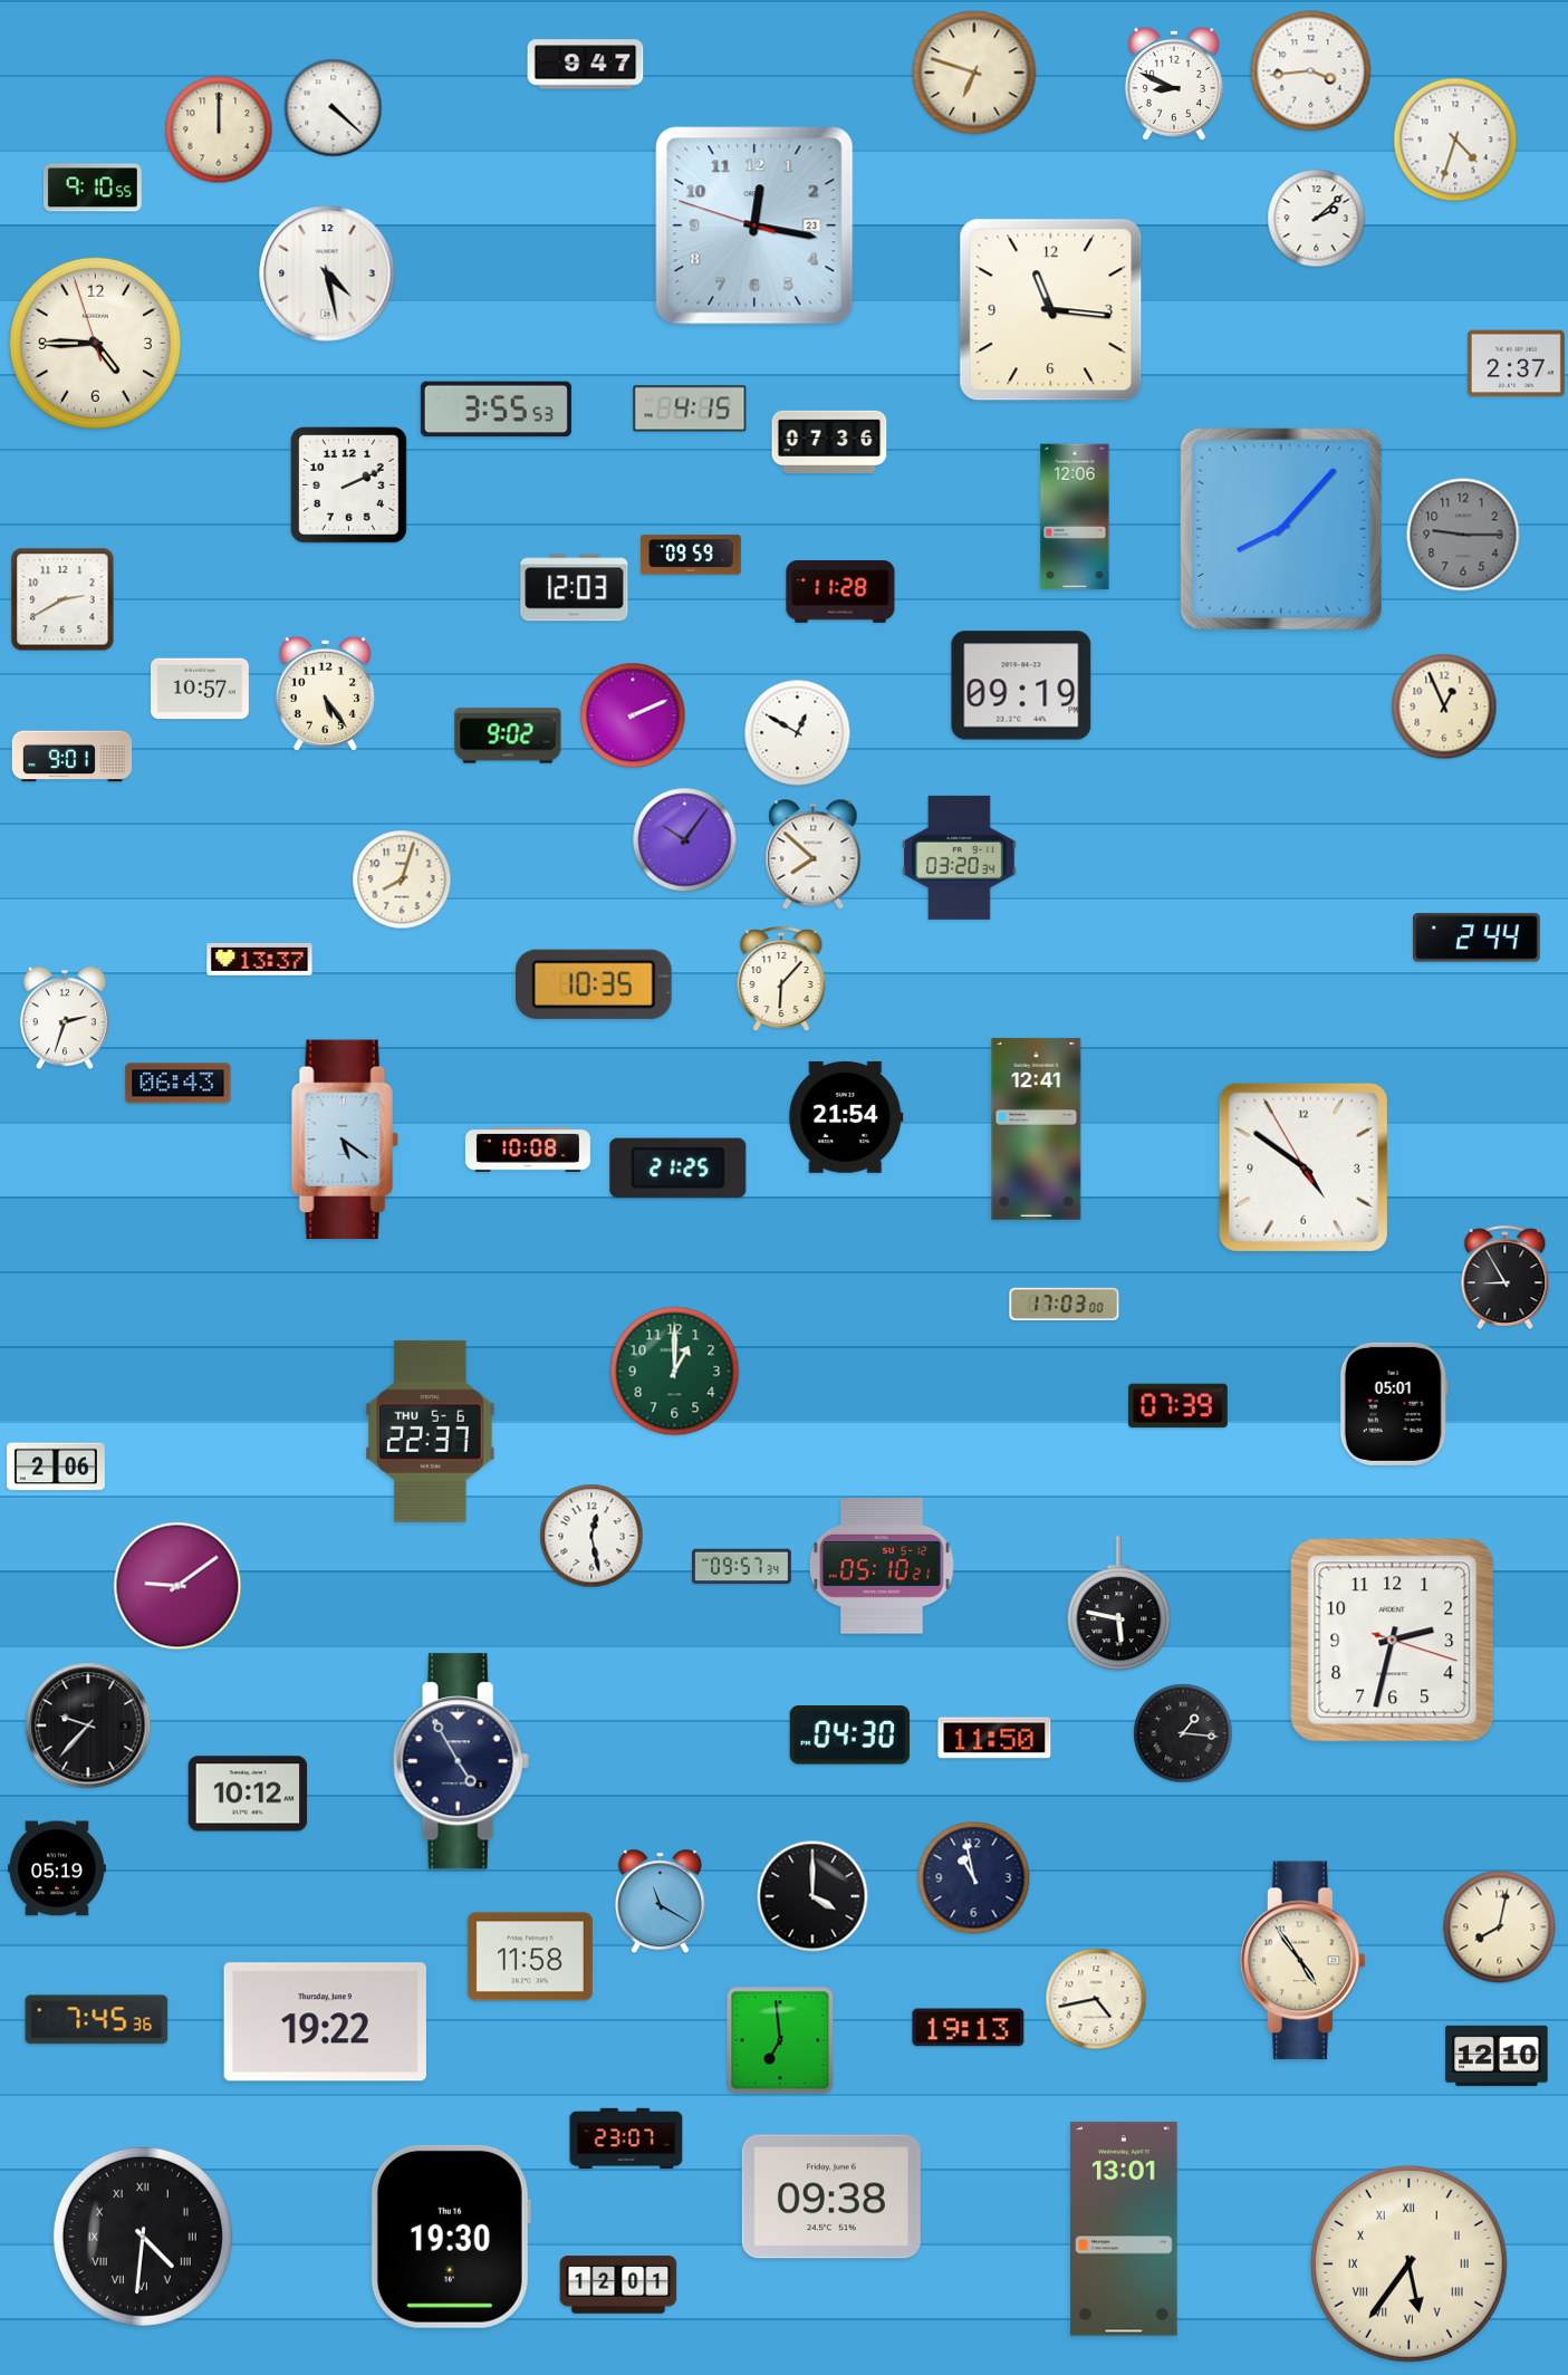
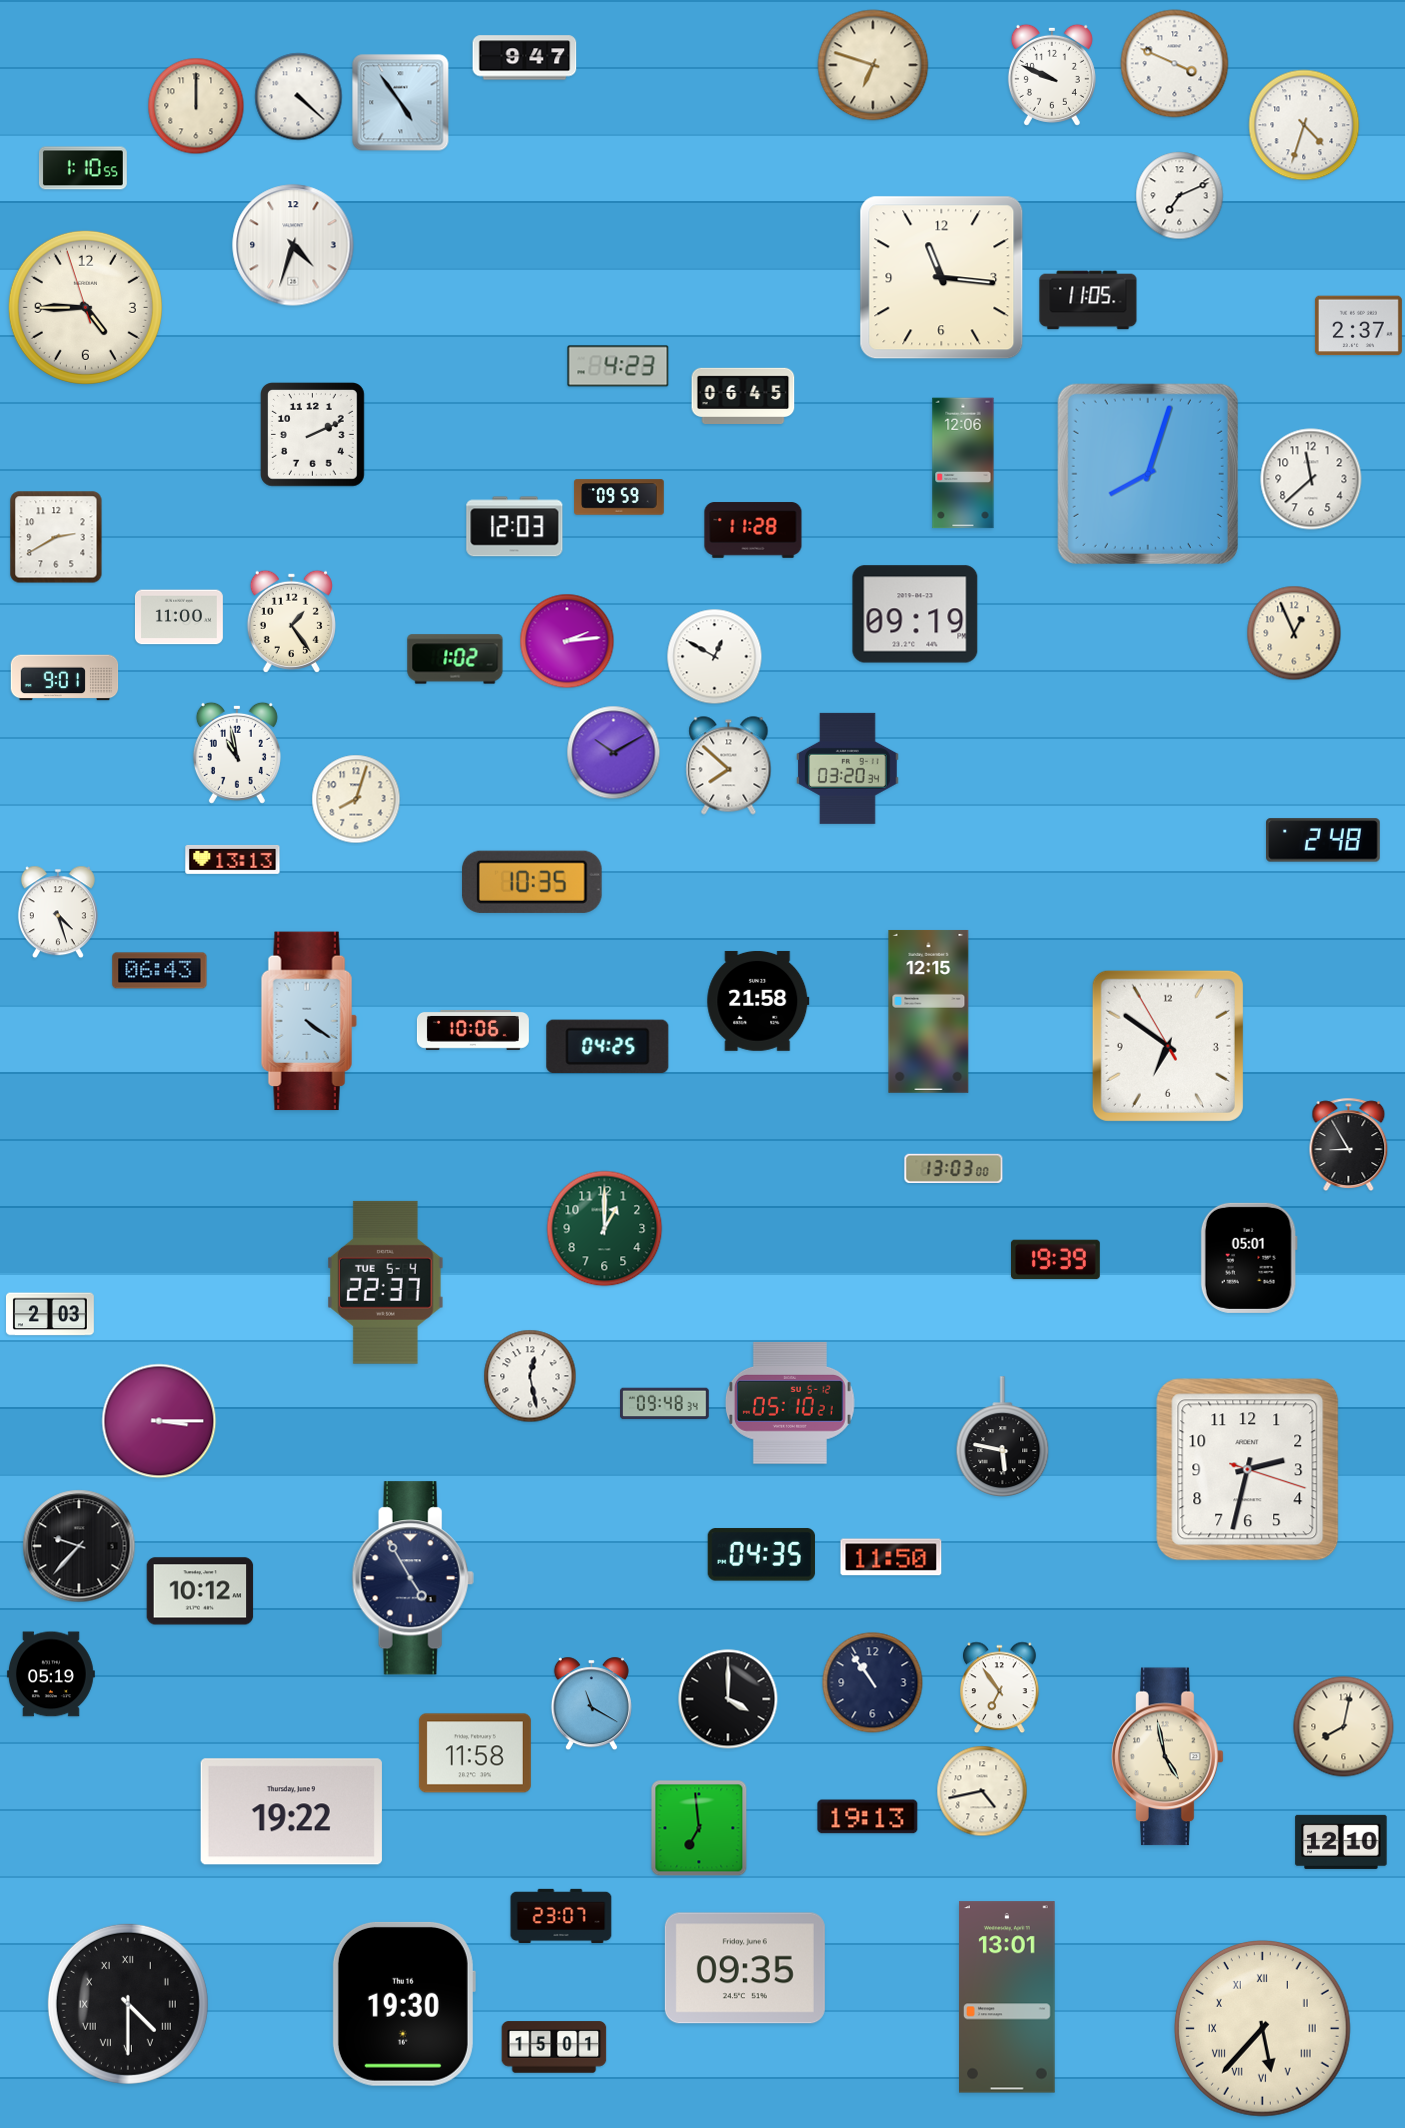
clock at (1311, 71): 3:44 -> 3:49
clock at (1174, 84): 8:49 -> 9:49
clock at (401, 103): none -> 4:54
clock at (219, 129) position: (219, 129) -> (196, 106)
clock at (93, 187): 9:10 -> 1:10
clock at (1317, 219): 2:08 -> 7:11
clock at (754, 225): 12:16 -> none
clock at (327, 273): 4:28 -> 4:33
clock at (1088, 300): none -> 11:05
clock at (690, 408): 4:15 -> 4:23
clock at (496, 410): 3:55 -> none
clock at (829, 441): 07:36 -> 06:45
clock at (1281, 529): 8:07 -> 8:03
clock at (1463, 535): 9:15 -> 11:38
clock at (1463, 535) dial: grey -> white
clock at (200, 689): 10:57 -> 11:00
clock at (325, 693): 5:24 -> 1:24
clock at (633, 715): 2:11 -> 2:14
clock at (508, 735): 9:02 -> 1:02
clock at (237, 753): none -> 10:58
clock at (685, 840): 10:06 -> 10:10
clock at (960, 857) position: (960, 857) -> (848, 768)
clock at (402, 879) position: (402, 879) -> (356, 799)
clock at (1478, 937): 2:44 -> 2:48
clock at (260, 959): 13:37 -> 13:13
clock at (781, 980): 6:07 -> none
clock at (65, 1018): 2:33 -> 4:27
clock at (846, 1117): 21:54 -> 21:58
clock at (1037, 1129): 12:41 -> 12:15
clock at (345, 1140): 5:21 -> 4:21
clock at (528, 1150): 10:08 -> 10:06
clock at (1304, 1167): 4:50 -> 6:50
clock at (679, 1169): 21:25 -> 04:25
clock at (1065, 1304): 17:03 -> 13:03
clock at (1179, 1406): 07:39 -> 19:39
clock at (431, 1431) date: THU 5-6 -> TUE 5-4
clock at (56, 1467): 2:06 -> 2:03
clock at (742, 1567): 09:57 -> 09:48
clock at (177, 1586): 9:09 -> 3:15
clock at (1183, 1733): 1:16 -> none
clock at (849, 1735): 04:30 -> 04:35
clock at (248, 1794) position: (248, 1794) -> (200, 1591)
clock at (974, 1878): 10:58 -> 10:54
clock at (1000, 1688): none -> 6:54
clock at (1304, 1961): 4:54 -> 4:58
clock at (97, 2020): 7:45 -> none
clock at (831, 2196): 09:38 -> 09:35
clock at (143, 2237): 4:31 -> 4:30
clock at (1410, 2265): 5:36 -> 5:37
clock at (618, 2285): 12:01 -> 15:01
